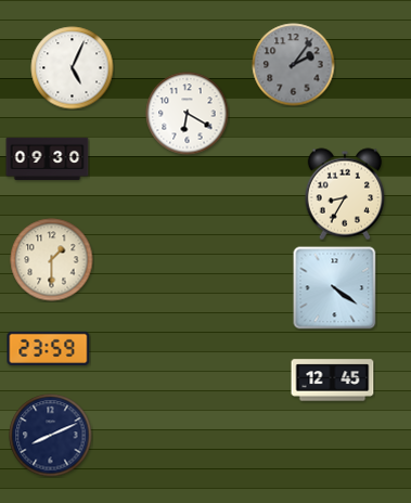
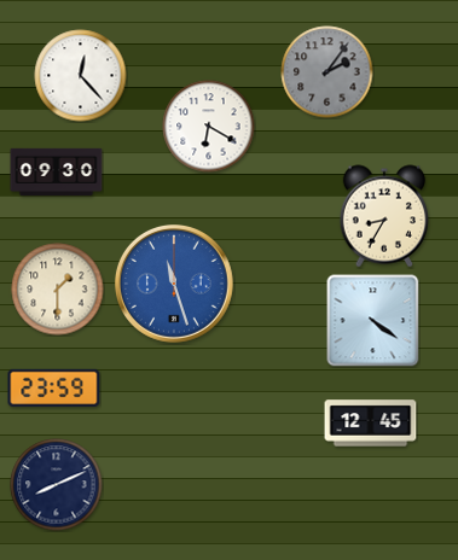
clock at (73, 68): 5:04 -> 12:23
clock at (48, 159) position: (48, 159) -> (57, 173)
clock at (175, 285): none -> 11:27
